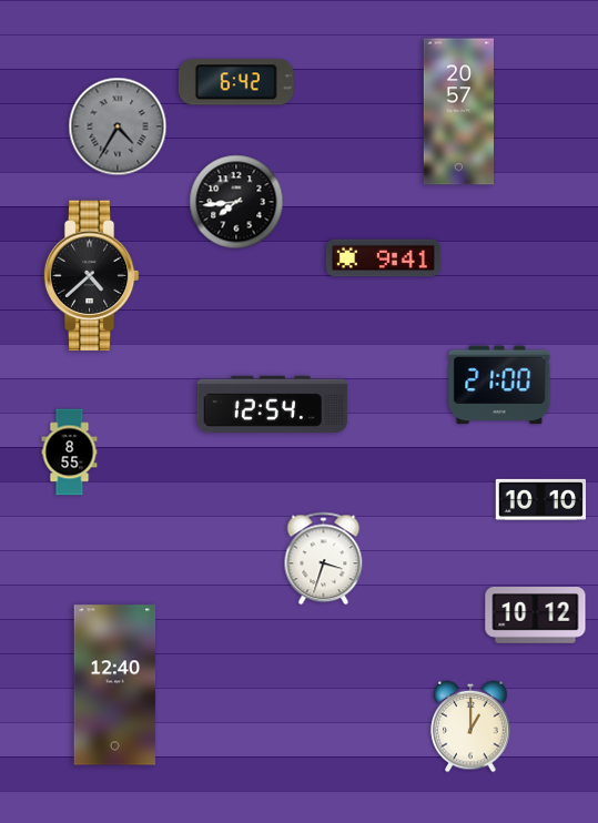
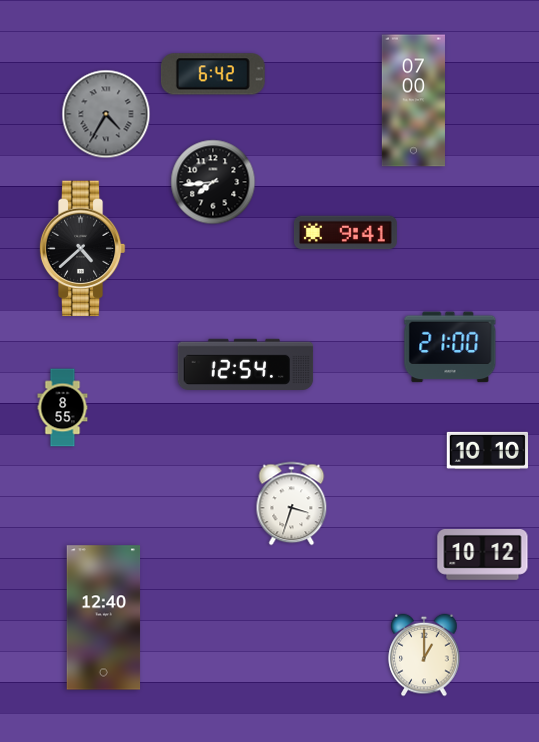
clock at (458, 112): 20:57 -> 07:00
